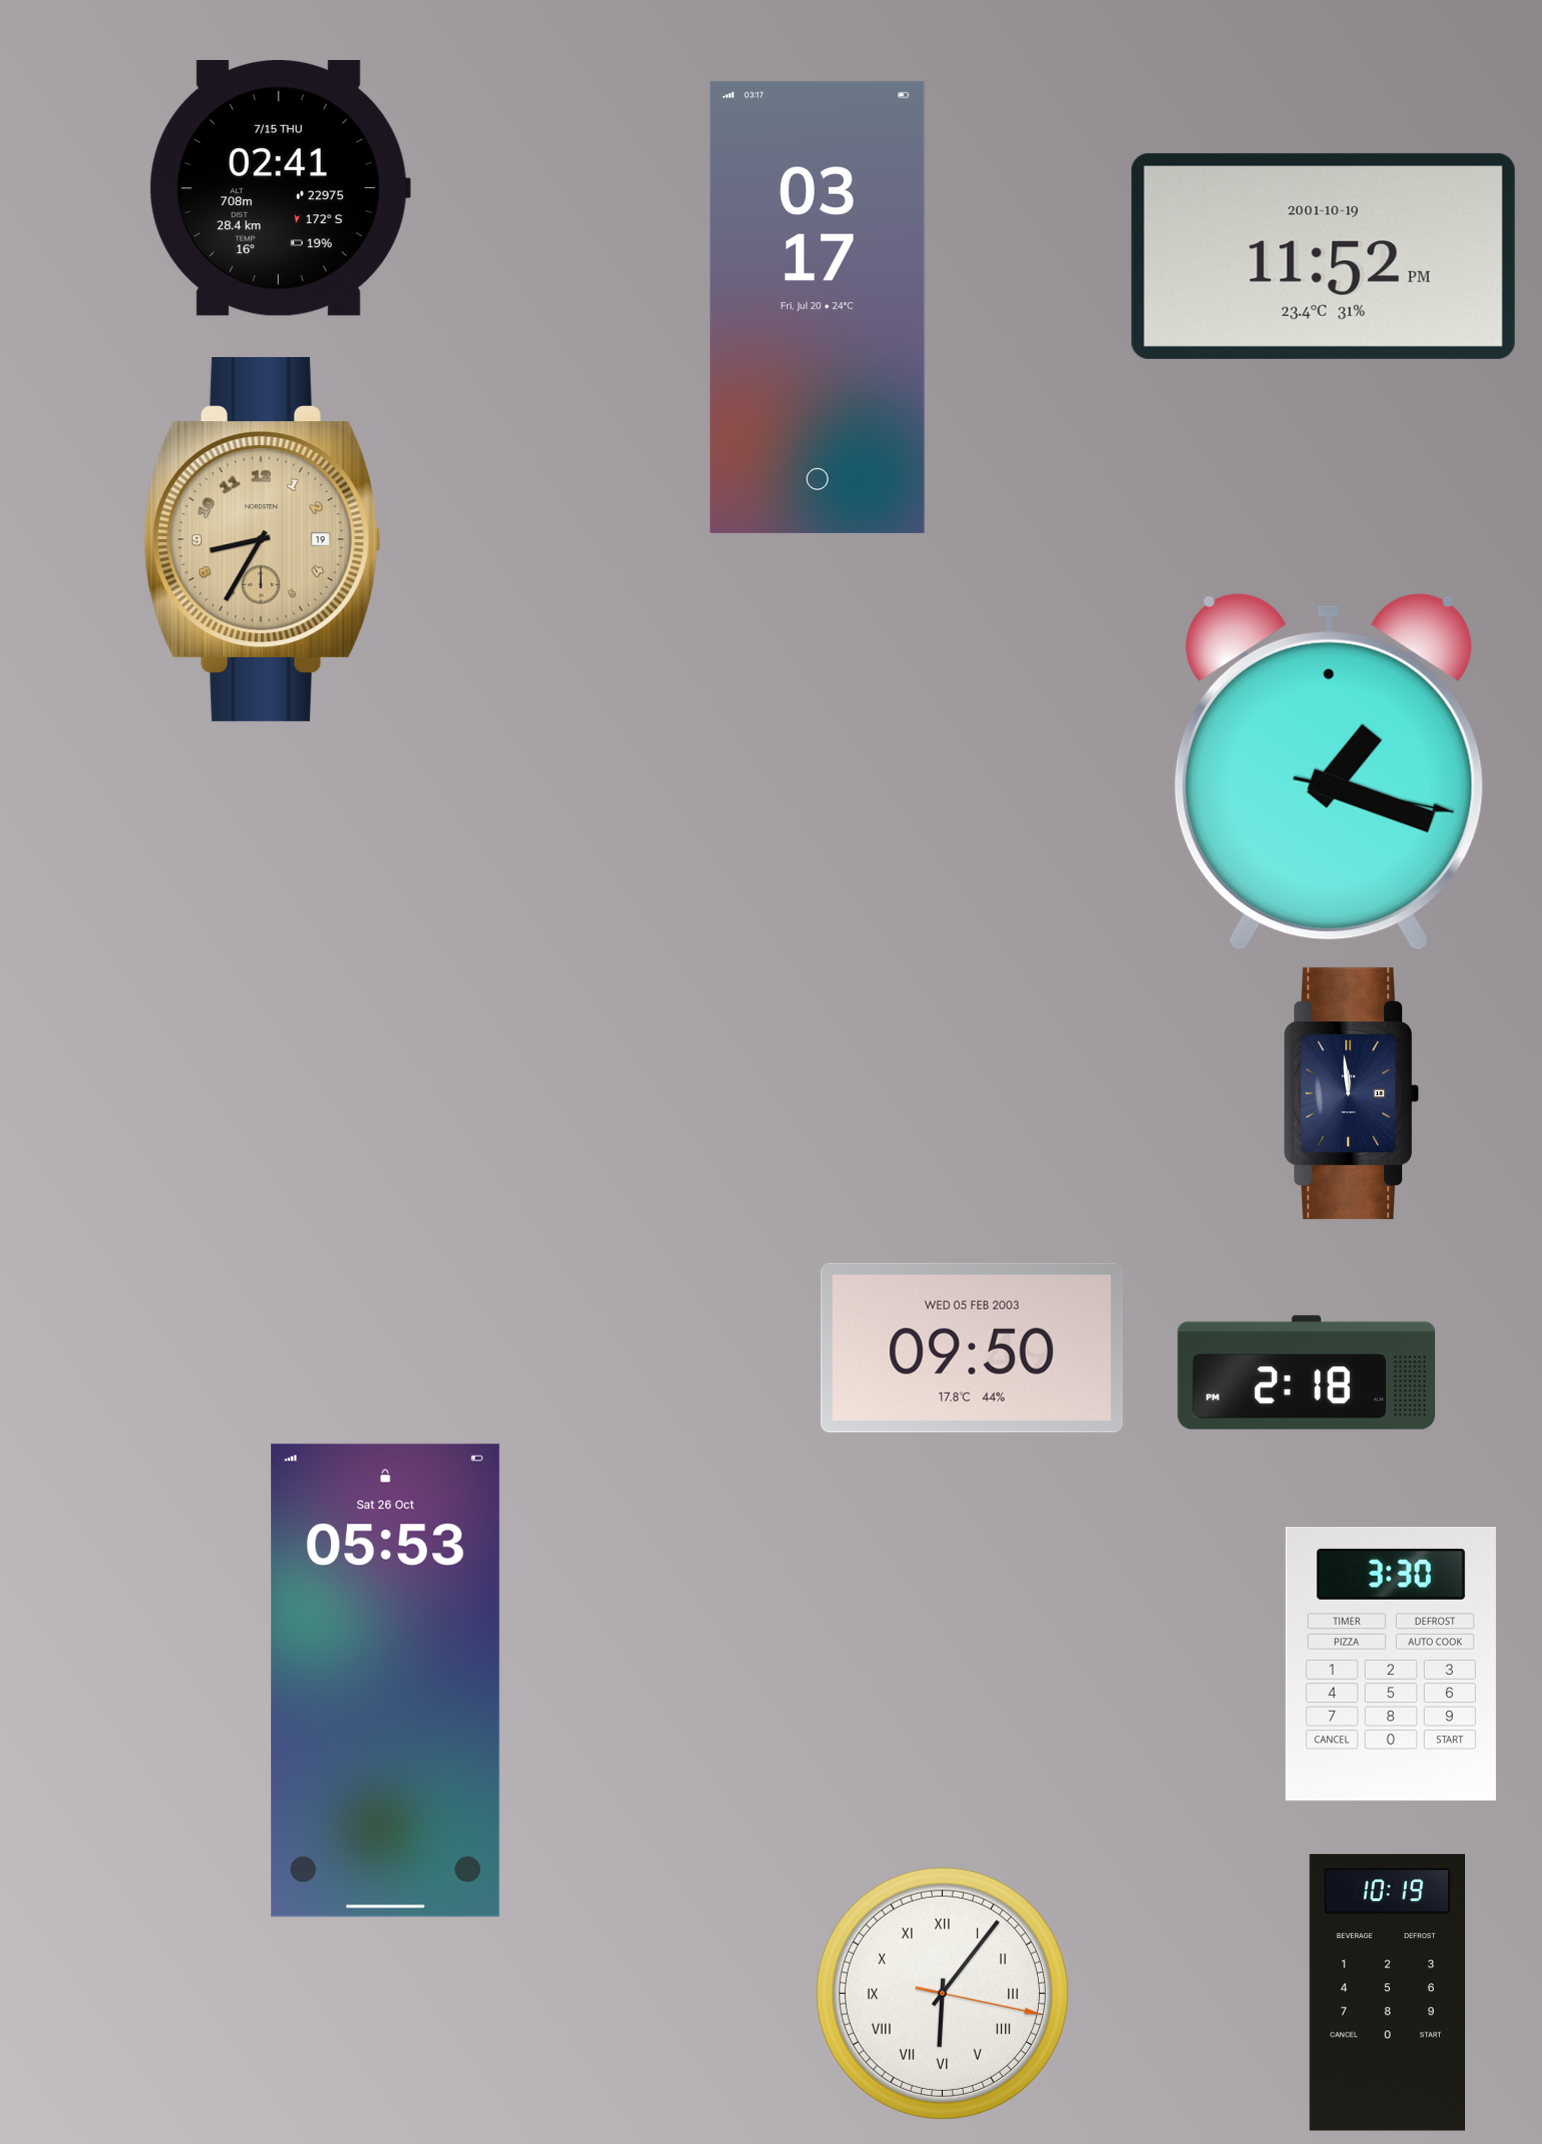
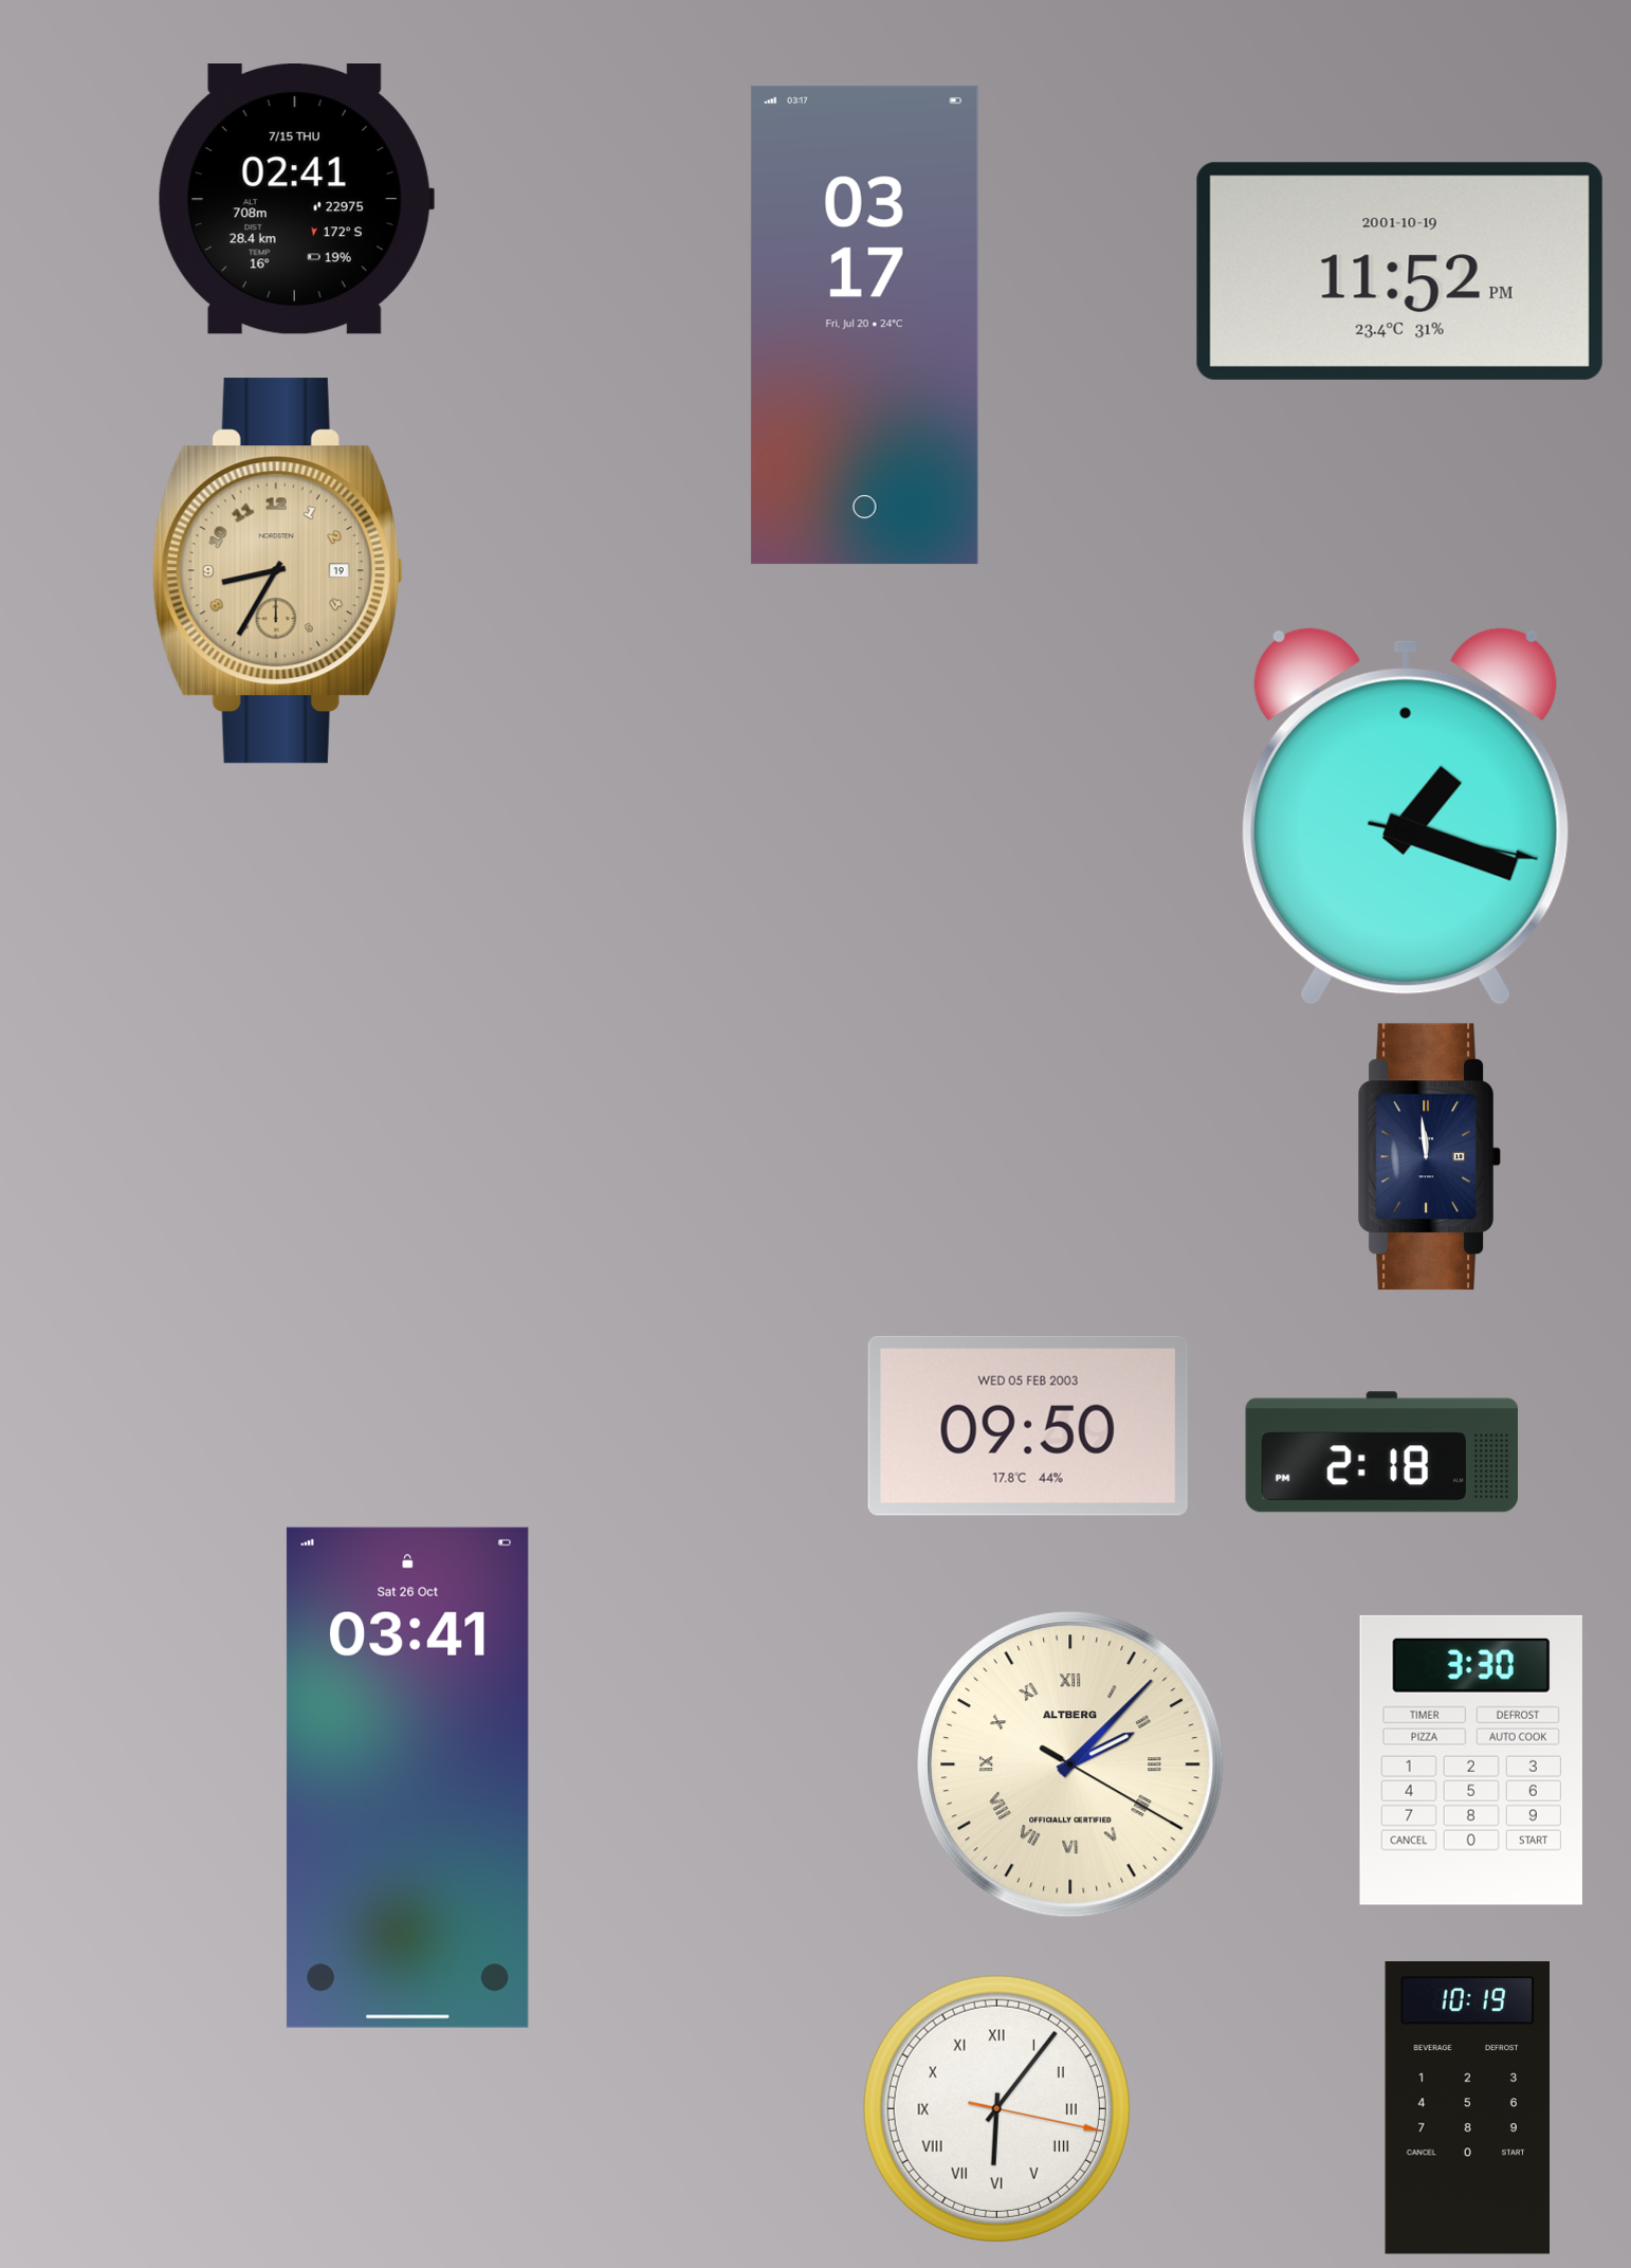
clock at (1070, 1764): none -> 2:07
clock at (385, 1680): 05:53 -> 03:41
